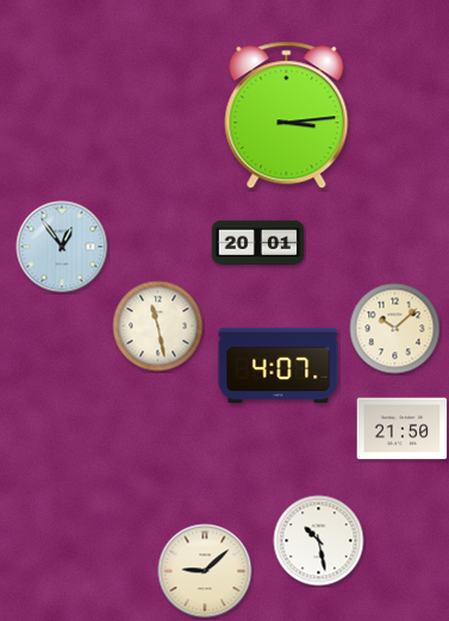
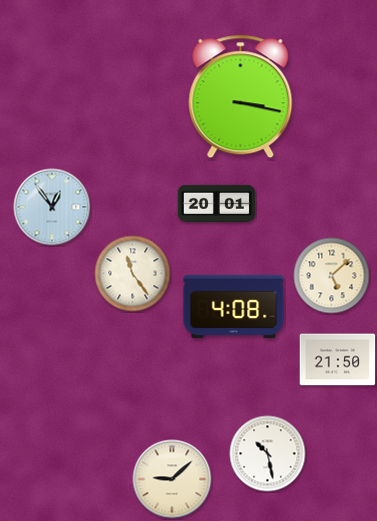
clock at (287, 116): 3:14 -> 3:17
clock at (158, 327): 11:28 -> 11:24
clock at (395, 329): 10:08 -> 5:08
clock at (279, 365): 4:07 -> 4:08
